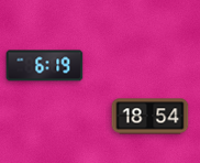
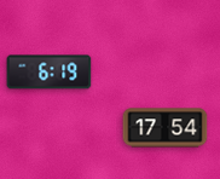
clock at (151, 117): 18:54 -> 17:54
